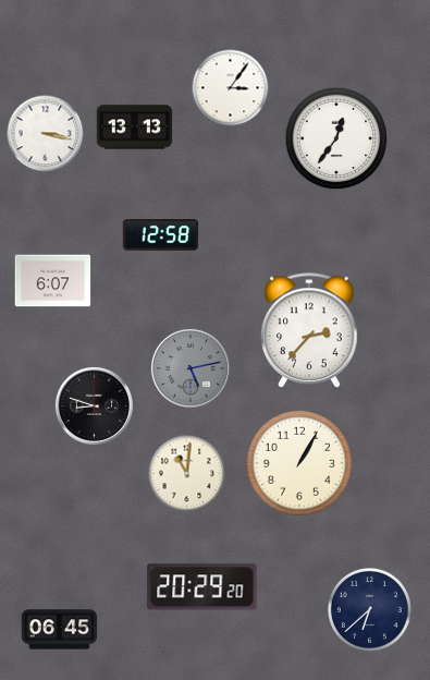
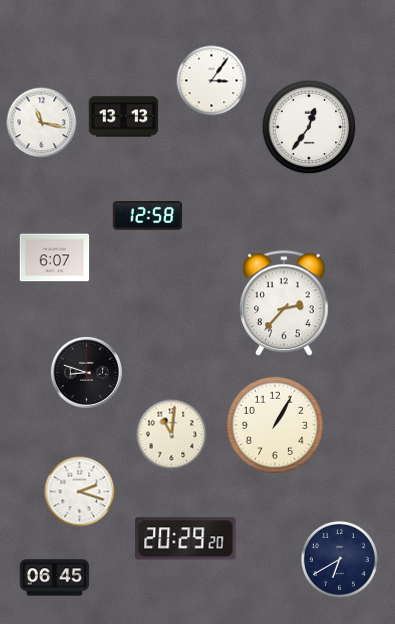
clock at (46, 134): 3:17 -> 11:17
clock at (53, 281) position: (53, 281) -> (55, 258)
clock at (191, 368): 5:13 -> none
clock at (80, 492): none -> 2:18
clock at (369, 609): 6:38 -> 6:40
